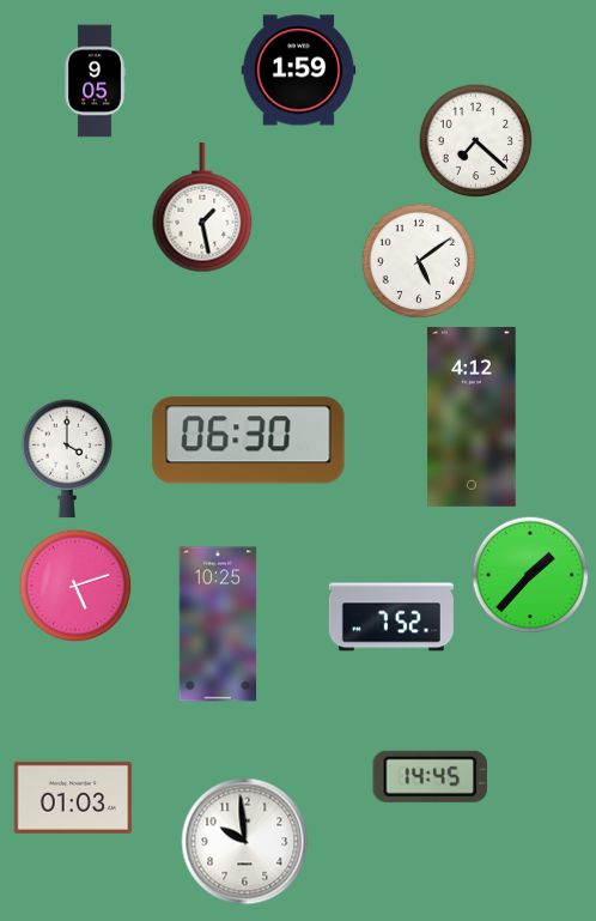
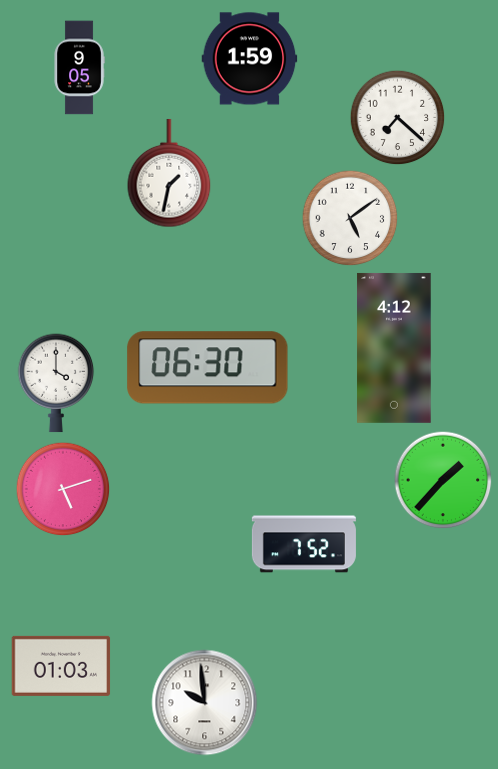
clock at (202, 207): 1:28 -> 1:32
clock at (391, 617) position: (391, 617) -> (304, 544)
clock at (218, 624): 10:25 -> none
clock at (431, 776): 14:45 -> none
